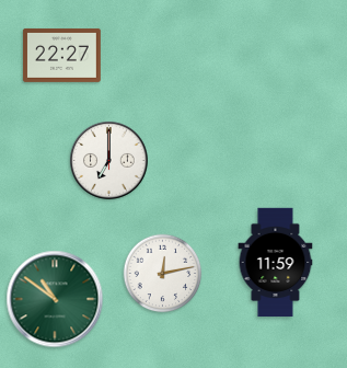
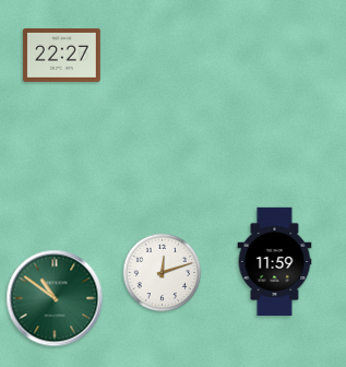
clock at (109, 161): 7:00 -> none
clock at (163, 274): 12:13 -> 12:12
